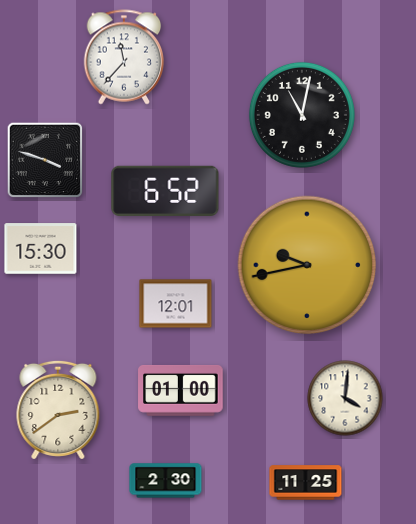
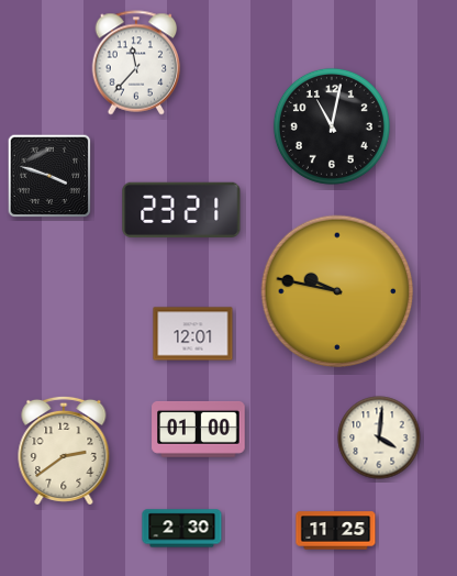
clock at (165, 191): 6:52 -> 23:21
clock at (41, 249): 15:30 -> none
clock at (307, 265): 9:43 -> 9:47
